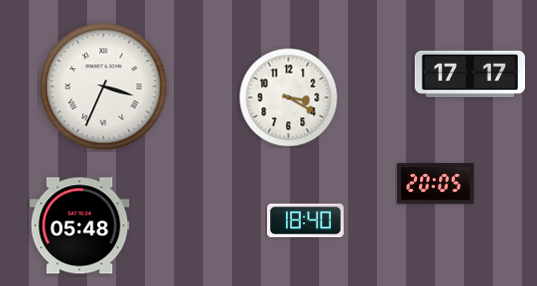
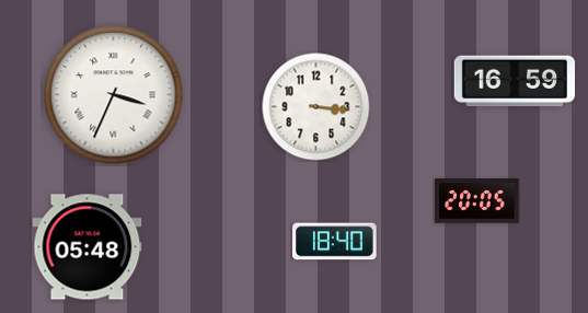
clock at (470, 74): 17:17 -> 16:59
clock at (289, 98): 3:20 -> 3:16
